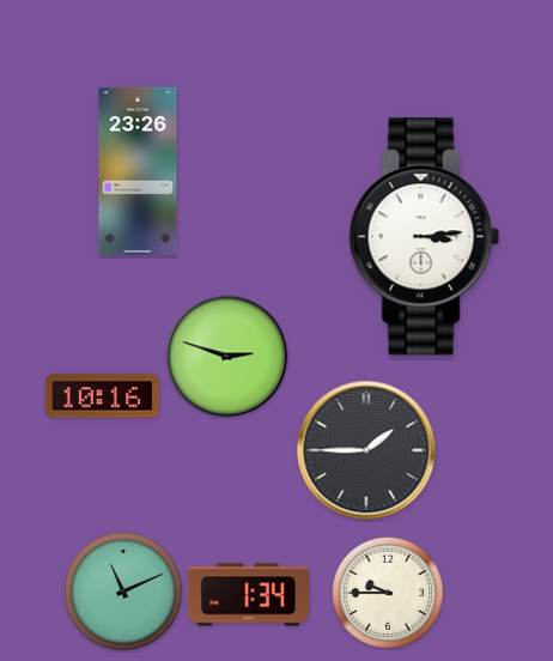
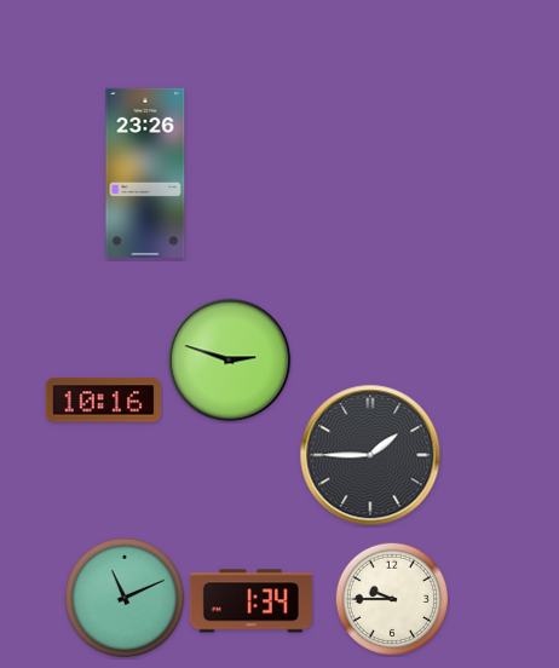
clock at (138, 171) position: (138, 171) -> (145, 173)
clock at (424, 237): 3:14 -> none
